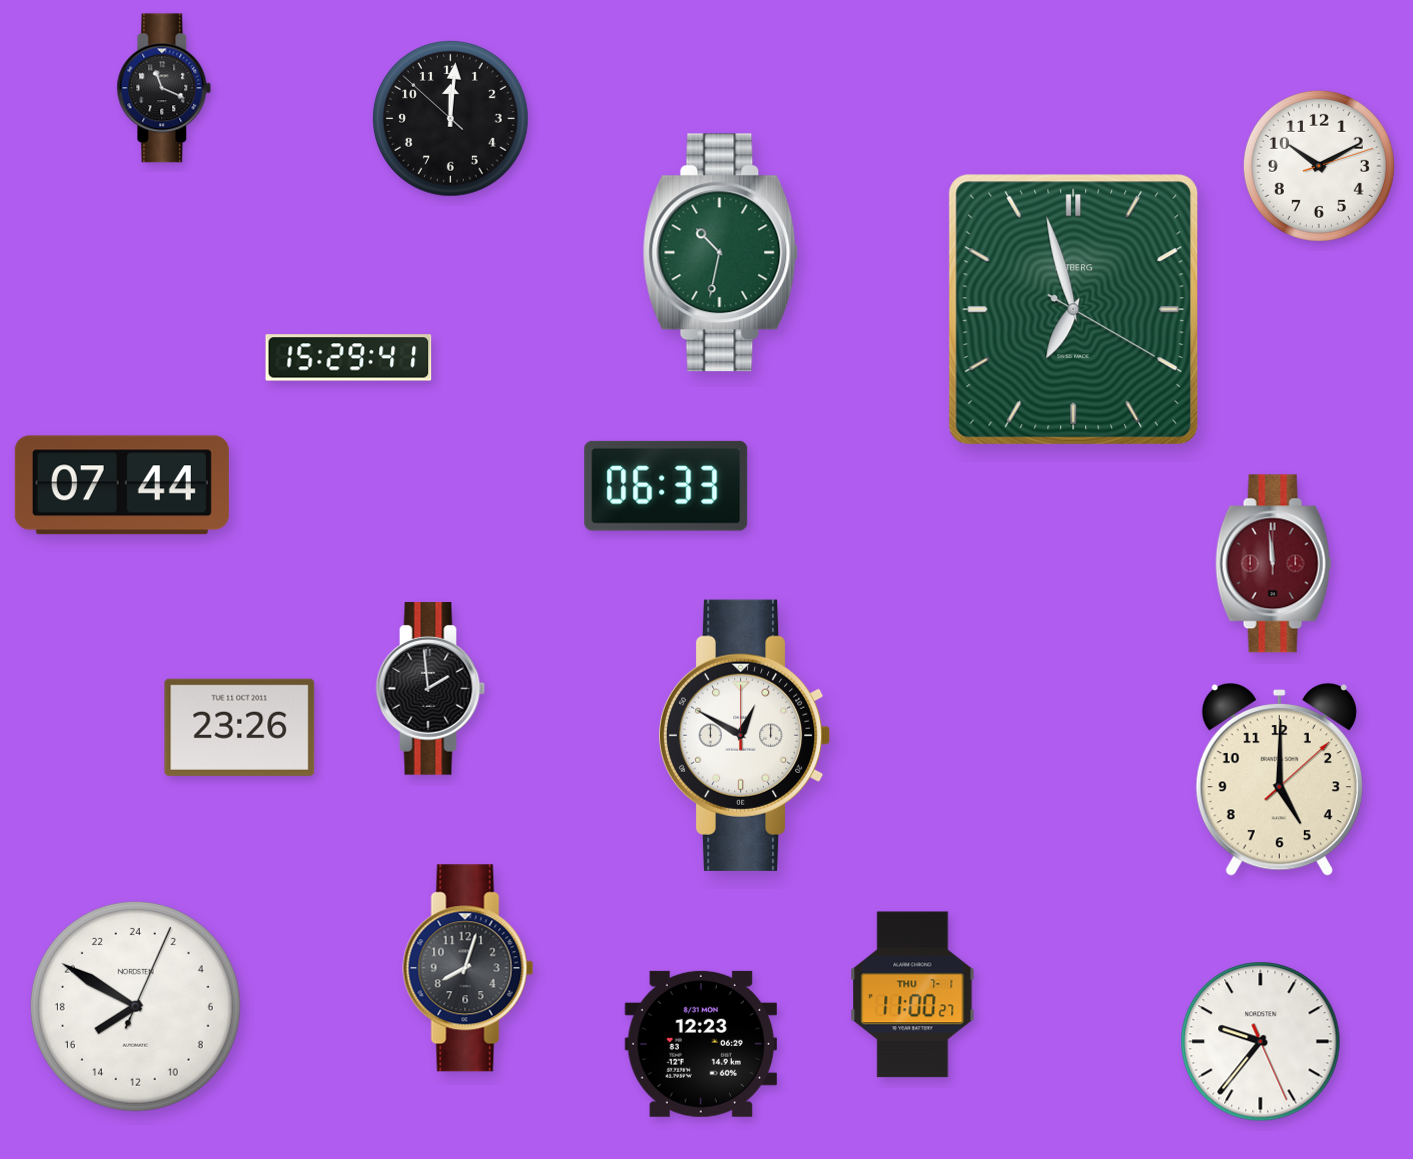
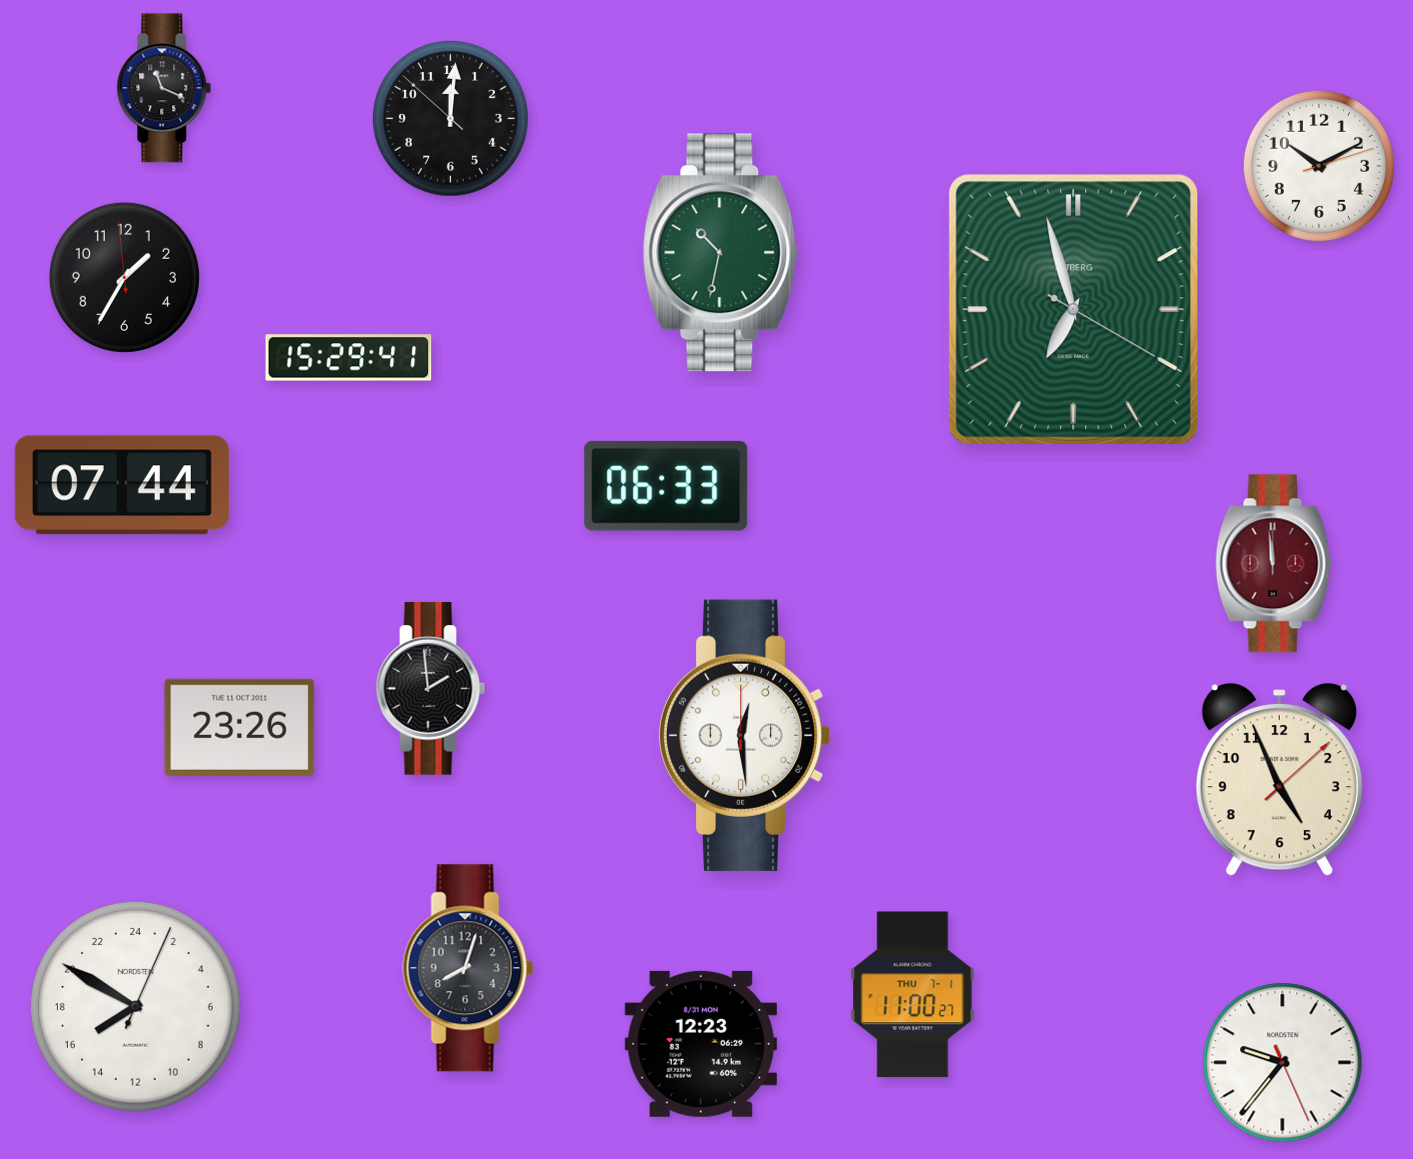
clock at (124, 277): none -> 1:34
clock at (744, 735): 12:50 -> 12:29
clock at (1279, 779): 5:00 -> 4:56
clock at (1261, 1042) position: (1261, 1042) -> (1283, 1063)
